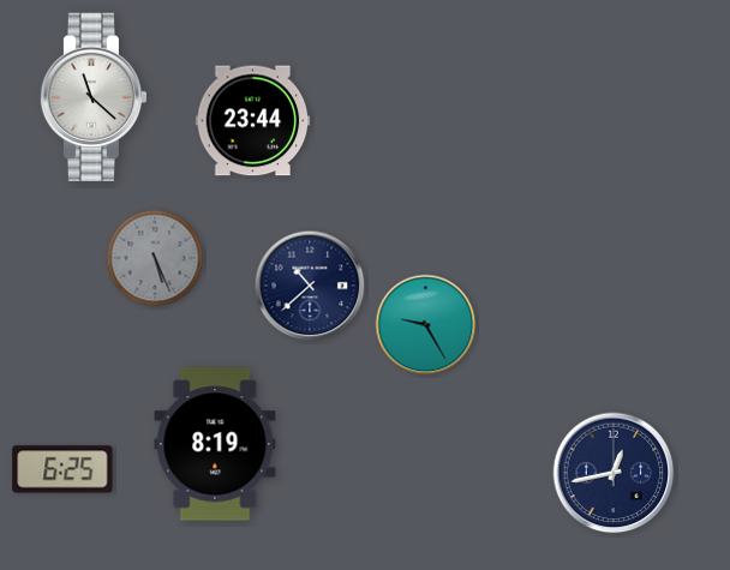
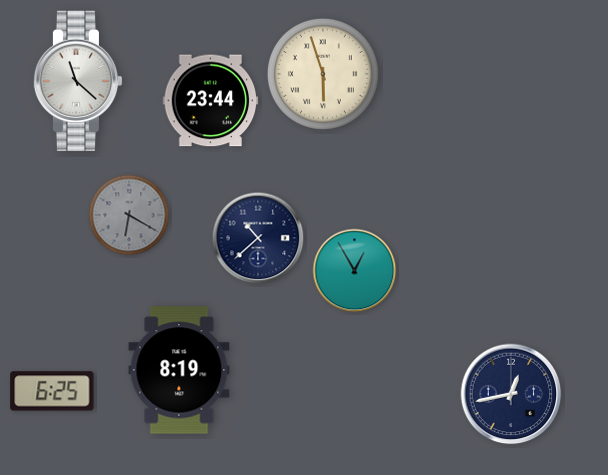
clock at (323, 74): none -> 5:57
clock at (155, 258): 5:26 -> 6:20
clock at (426, 325): 9:25 -> 12:55
